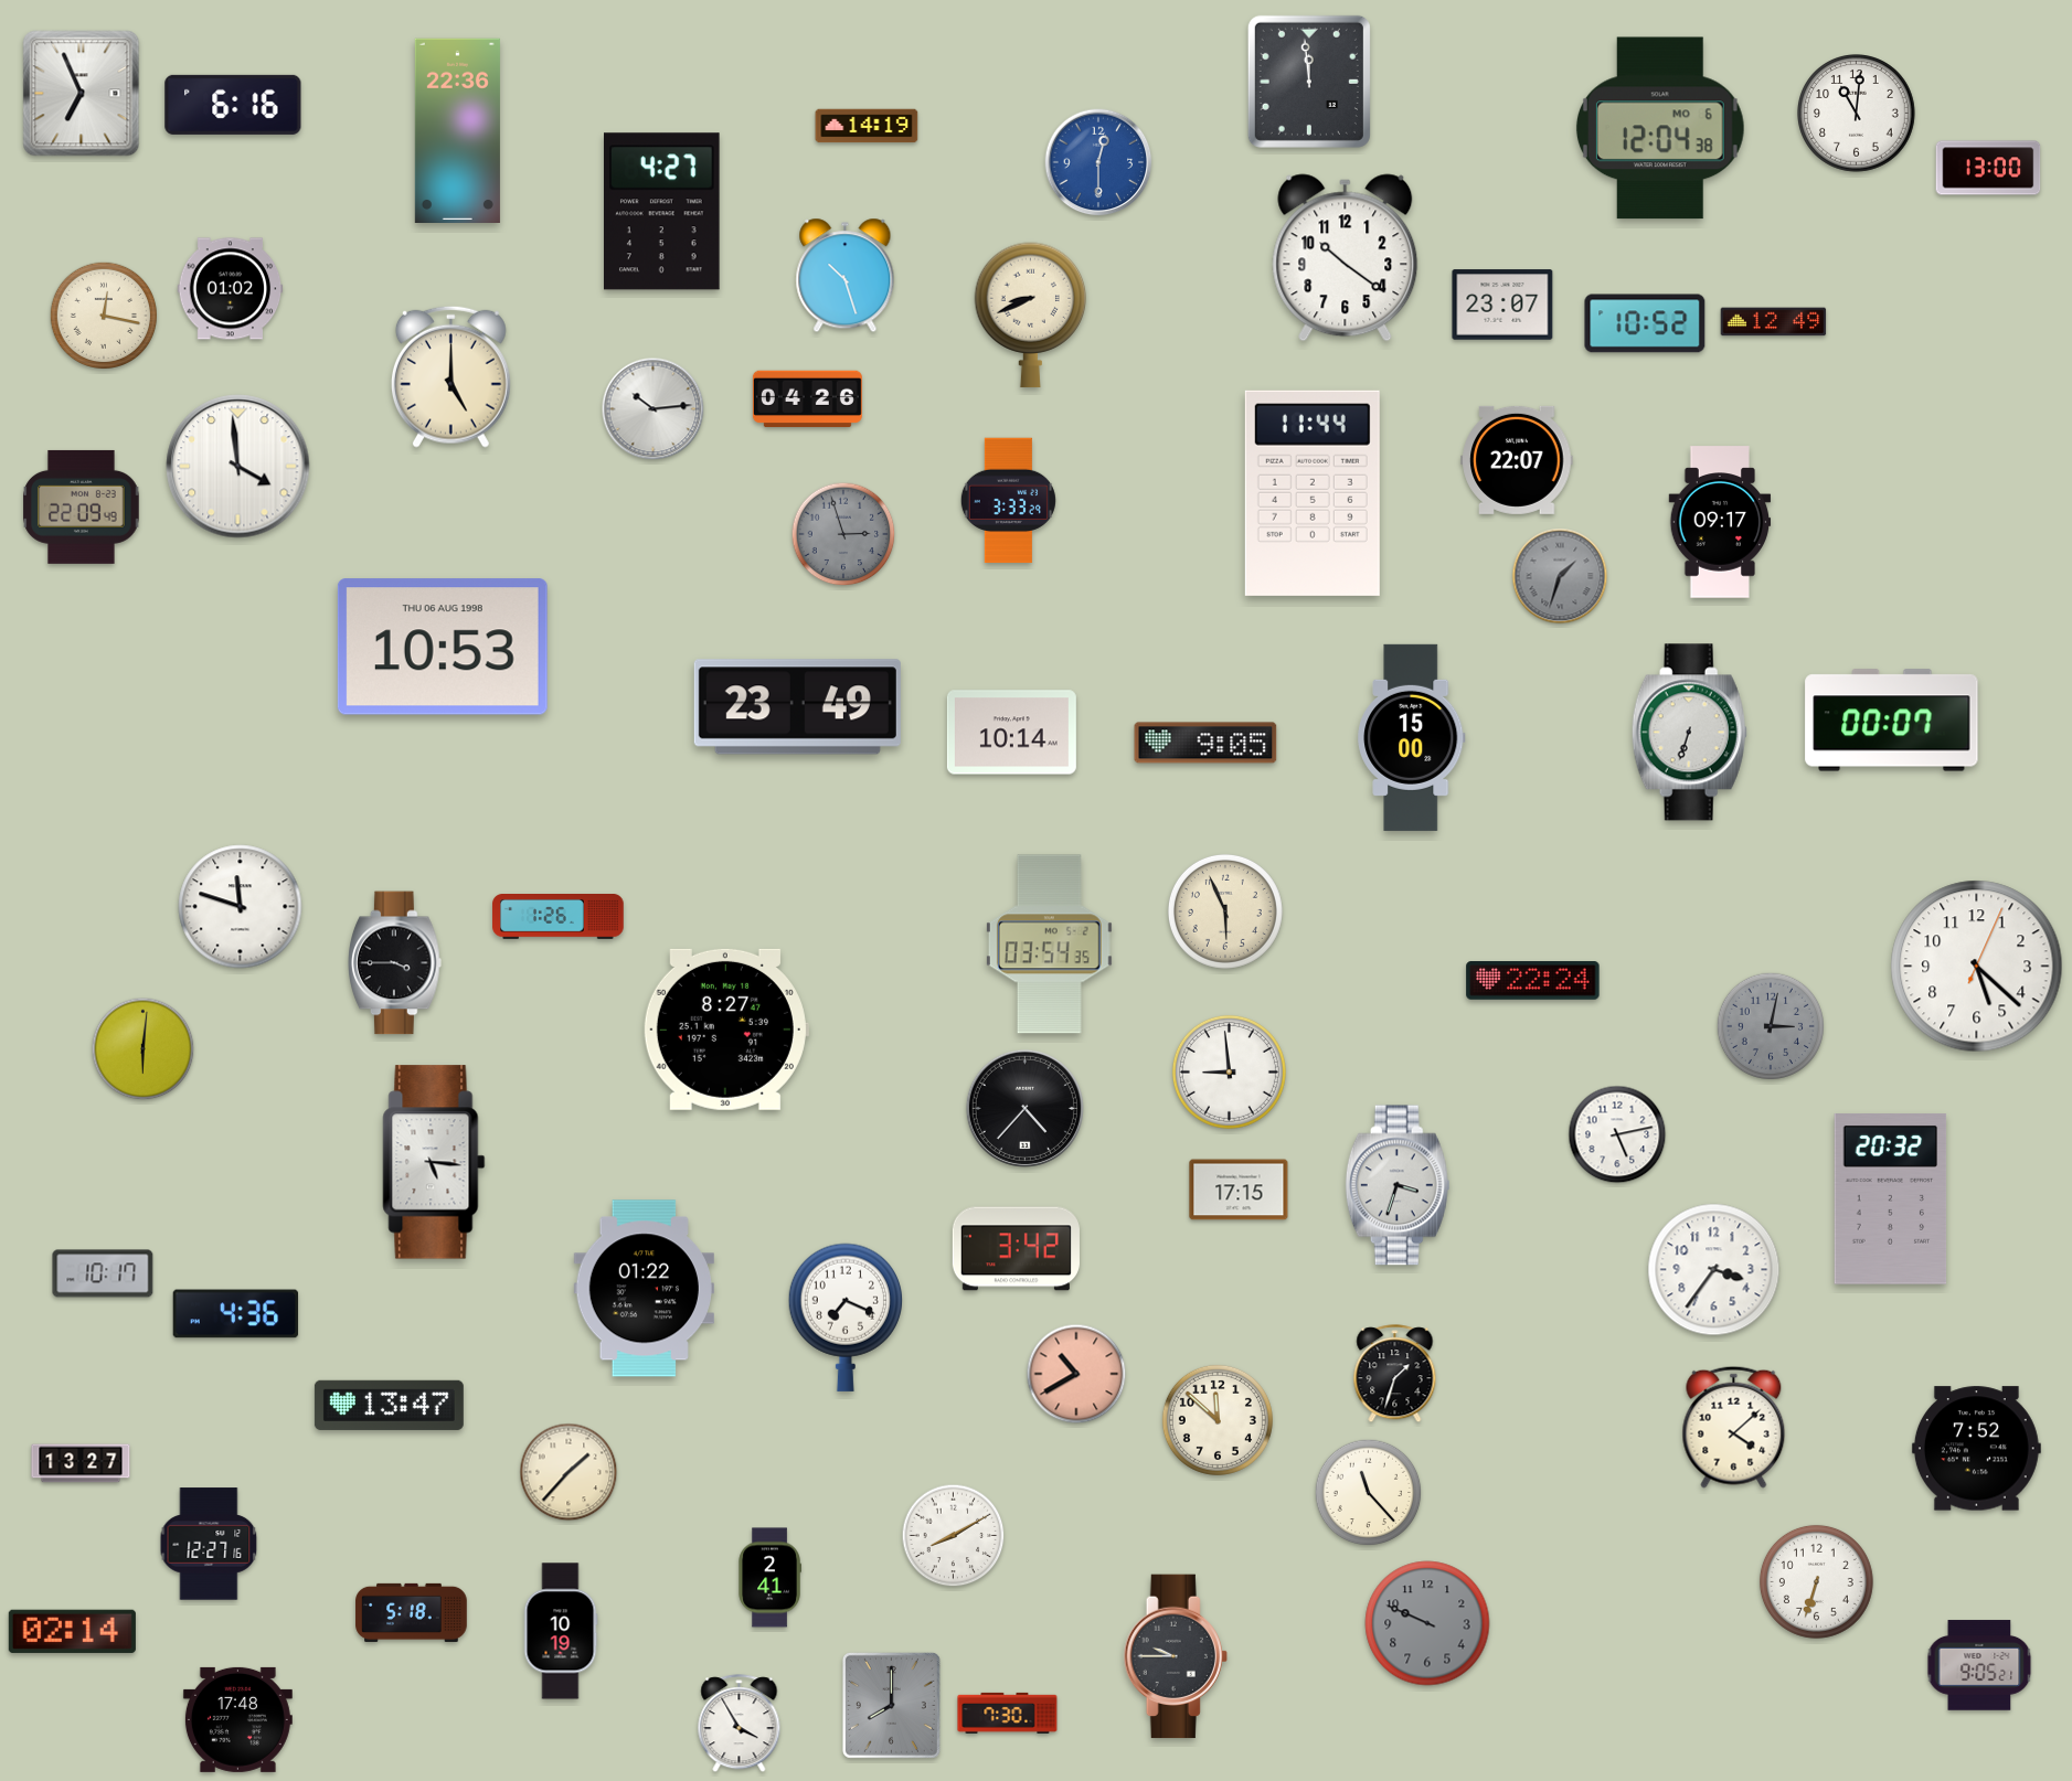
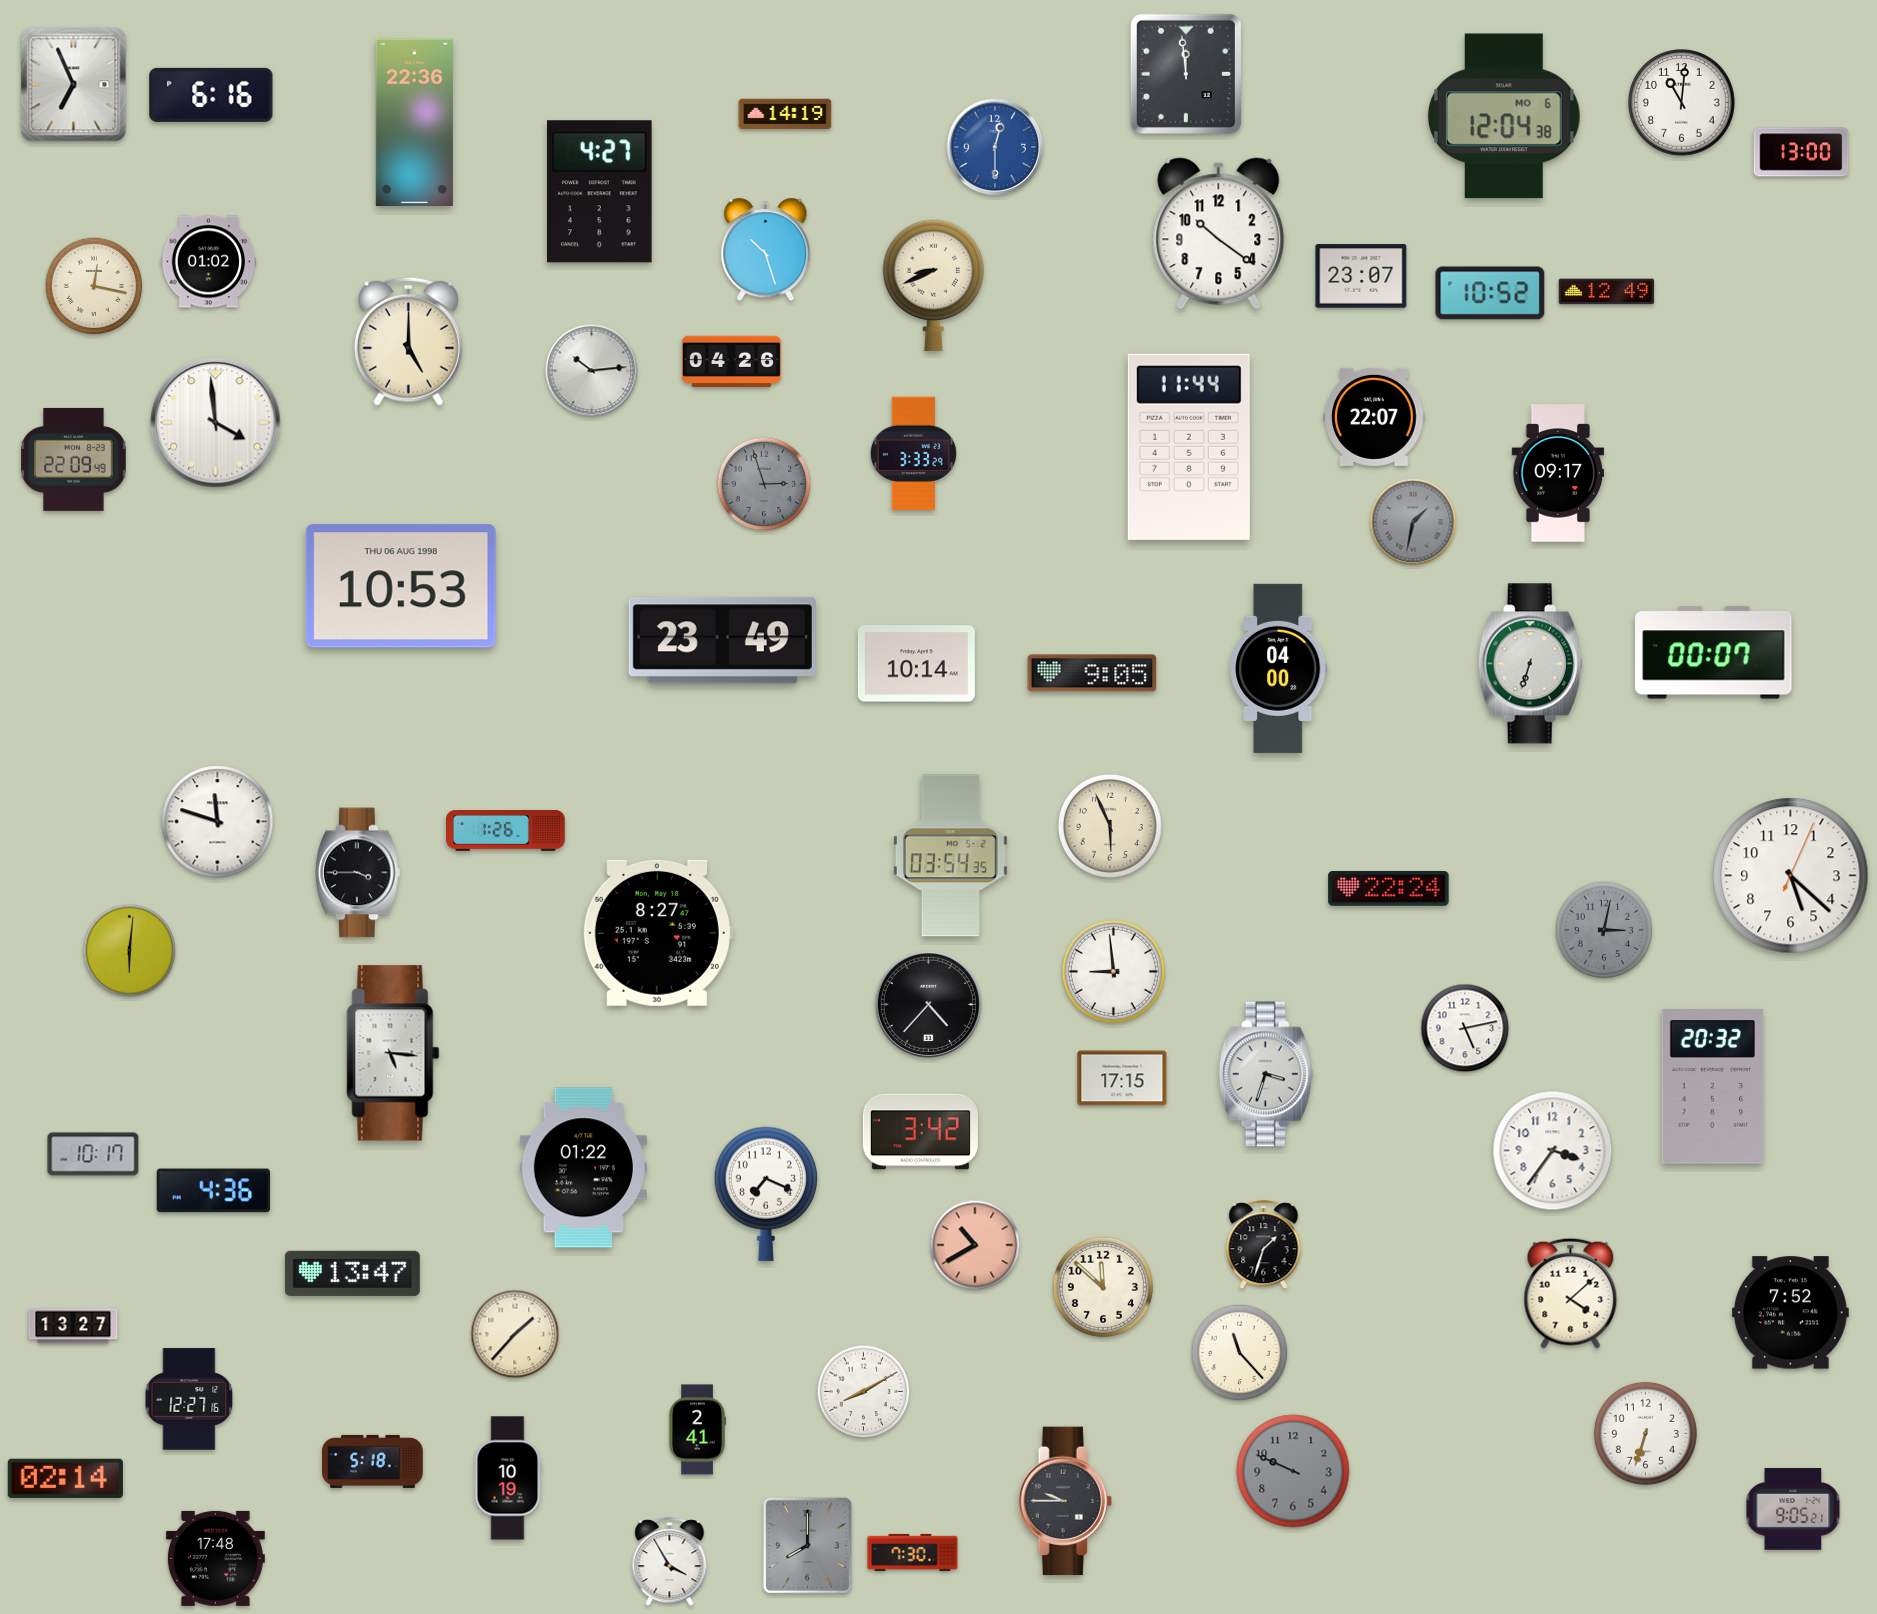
clock at (457, 131) position: (457, 131) -> (414, 123)
clock at (1560, 576): 1:33 -> 1:32
clock at (1412, 737): 15:00 -> 04:00
